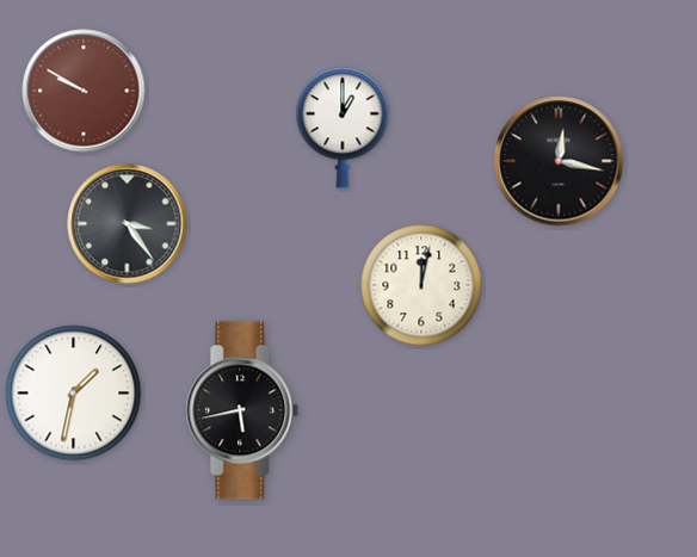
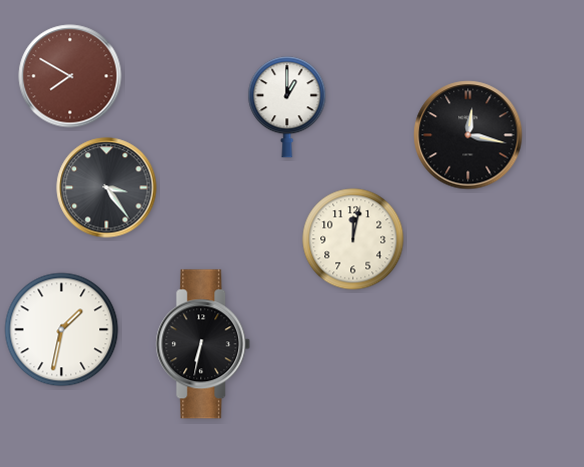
clock at (84, 91): 9:50 -> 7:50
clock at (242, 410): 5:43 -> 6:32
